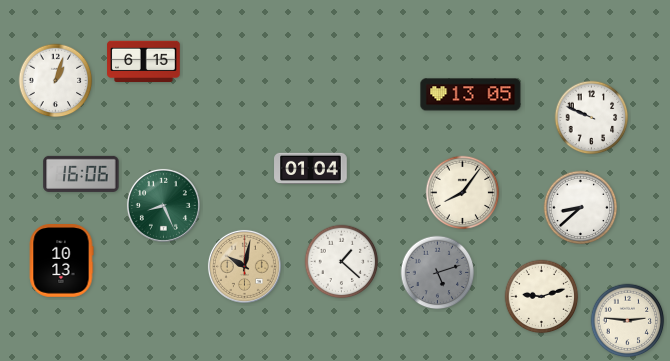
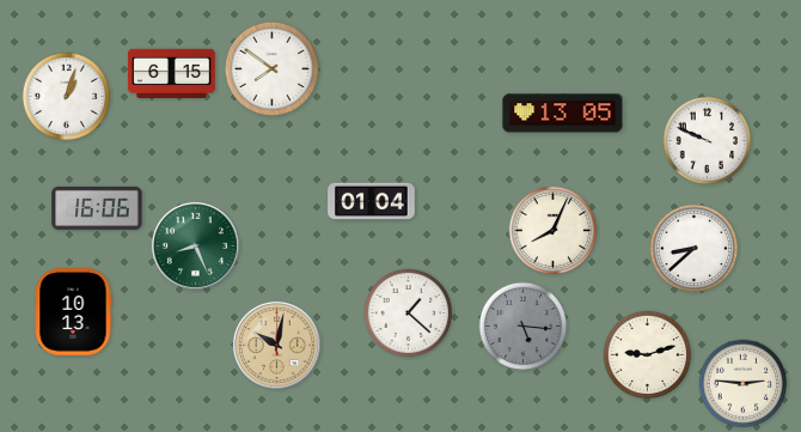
clock at (271, 68): none -> 7:51
clock at (463, 193): 8:06 -> 8:04
clock at (244, 266) position: (244, 266) -> (276, 345)
clock at (438, 273): 5:12 -> 5:16
clock at (628, 321) position: (628, 321) -> (744, 384)
